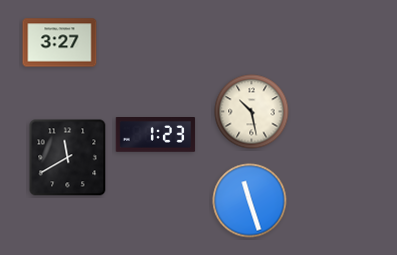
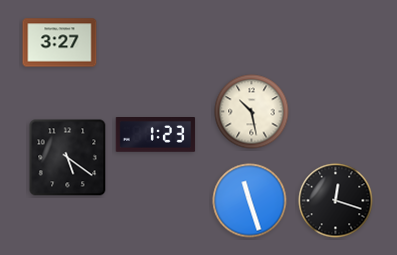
clock at (68, 158): 11:40 -> 5:21
clock at (336, 201): none -> 12:18
